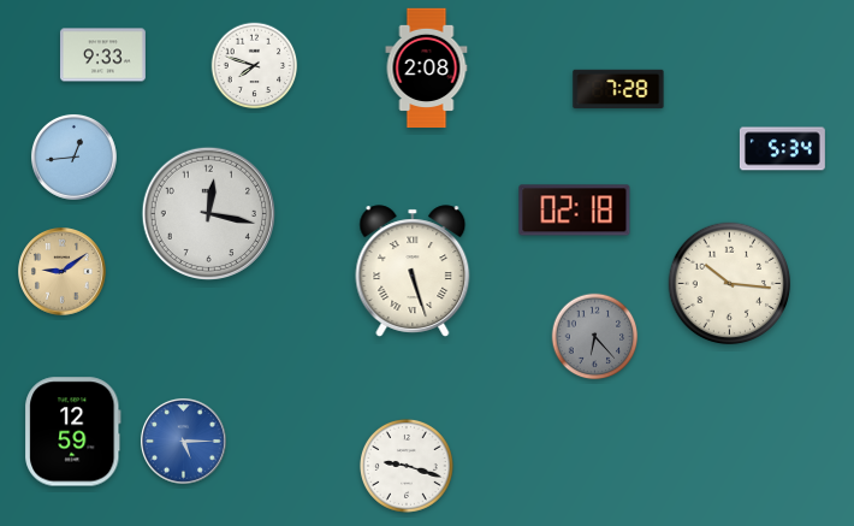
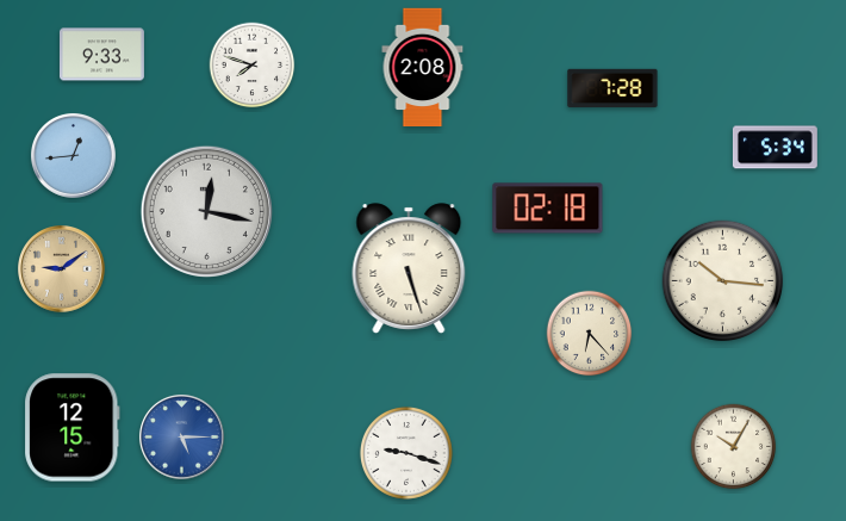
clock at (575, 211) position: (575, 211) -> (548, 209)
clock at (595, 337) dial: grey -> cream
clock at (73, 432): 12:59 -> 12:15
clock at (734, 447): none -> 10:05
clock at (407, 466) position: (407, 466) -> (406, 453)
